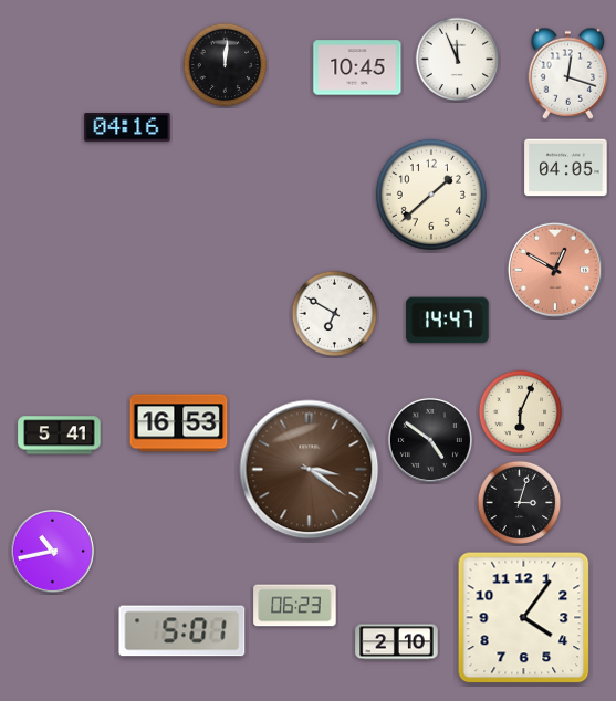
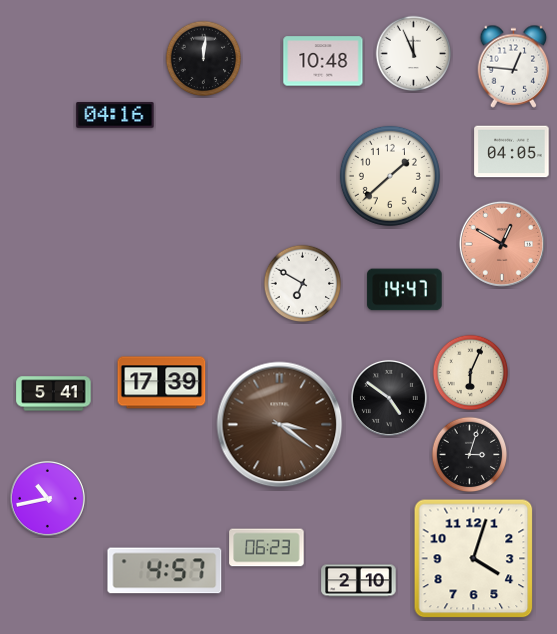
clock at (357, 67): 10:45 -> 10:48
clock at (568, 73): 12:18 -> 12:46
clock at (179, 423): 16:53 -> 17:39
clock at (524, 618): 4:06 -> 4:03
clock at (182, 631): 5:01 -> 4:57
